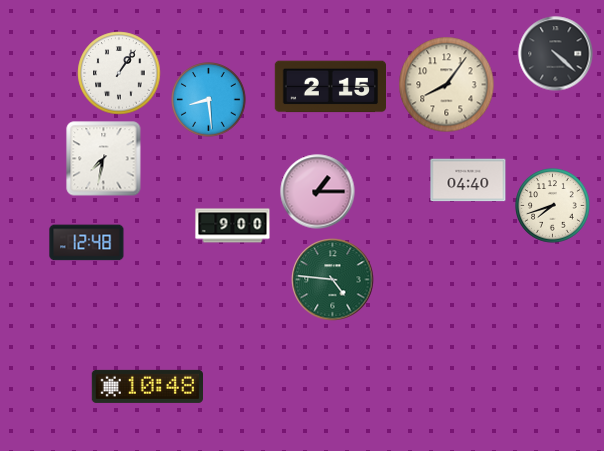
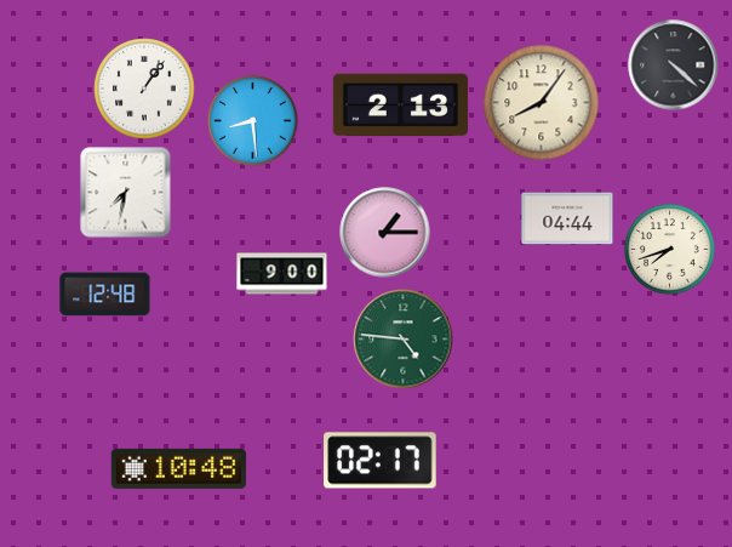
clock at (330, 87): 2:15 -> 2:13
clock at (468, 180): 04:40 -> 04:44
clock at (381, 461): none -> 02:17
